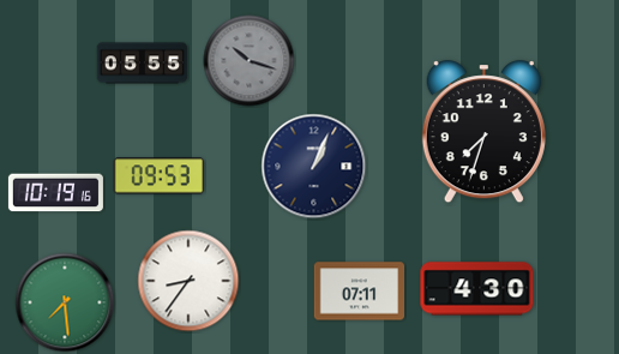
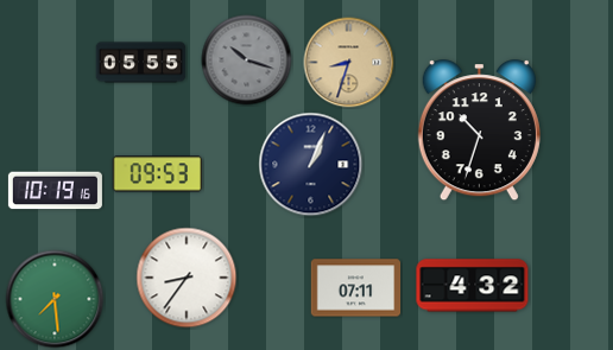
clock at (349, 63): none -> 8:33
clock at (483, 132): 7:33 -> 10:33
clock at (477, 289): 4:30 -> 4:32
clock at (65, 302) position: (65, 302) -> (55, 299)
